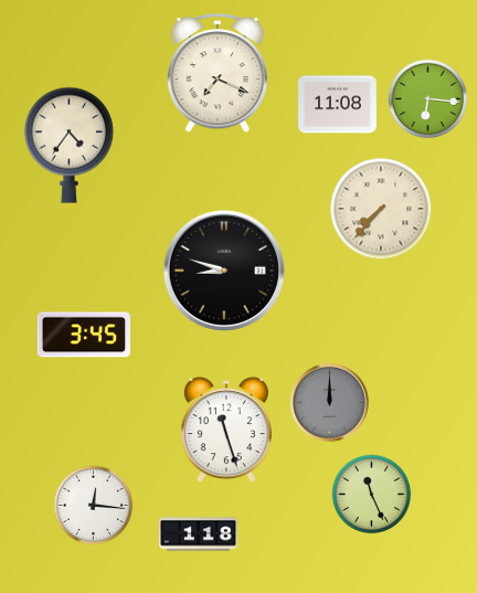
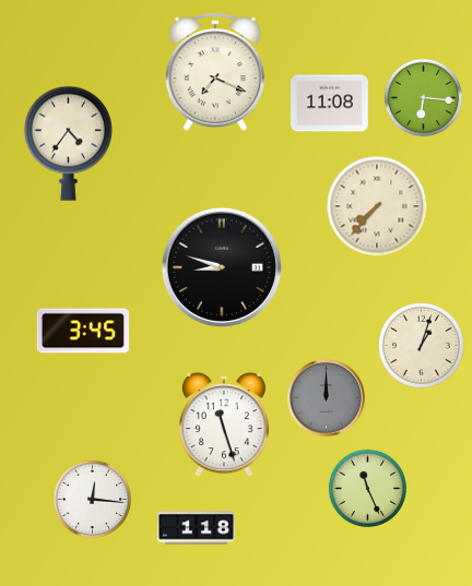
clock at (338, 105) position: (338, 105) -> (330, 104)
clock at (422, 346): none -> 1:03
